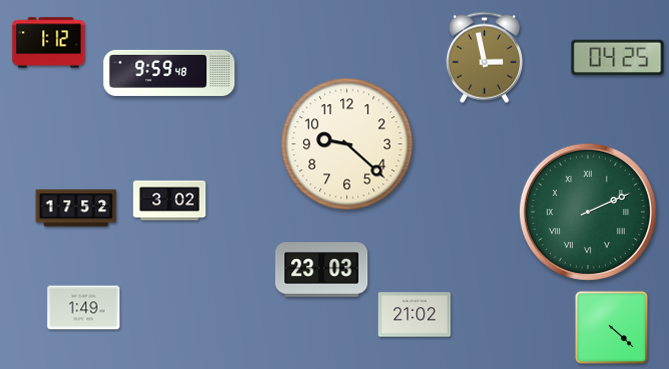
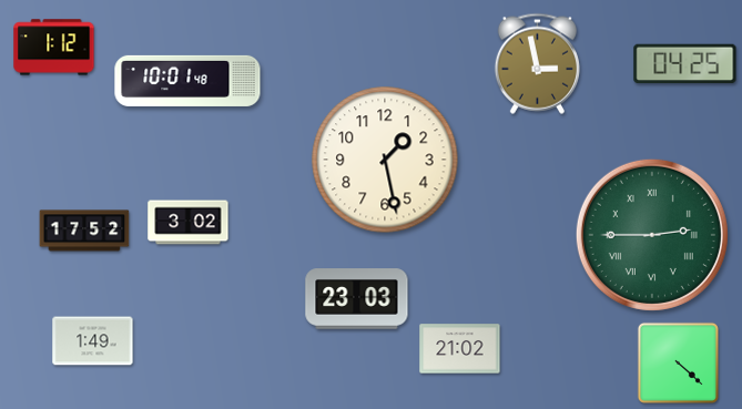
clock at (169, 73): 9:59 -> 10:01
clock at (347, 144): 9:22 -> 1:28
clock at (588, 212): 2:11 -> 2:45
